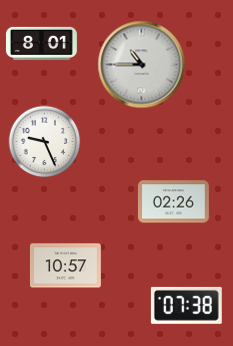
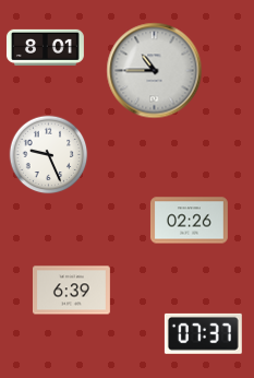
clock at (65, 266): 10:57 -> 6:39
clock at (186, 305): 07:38 -> 07:37
